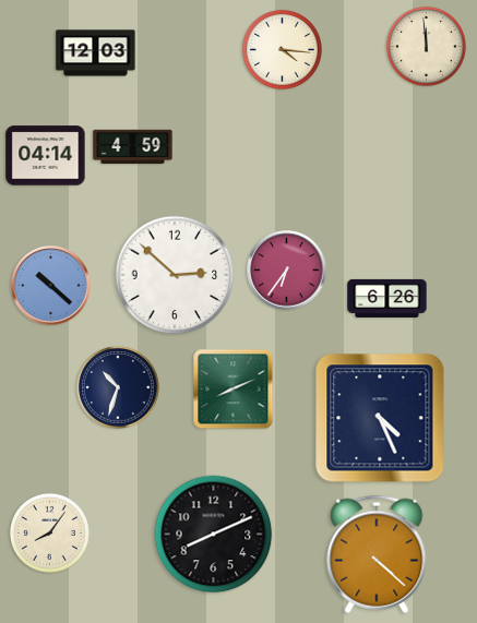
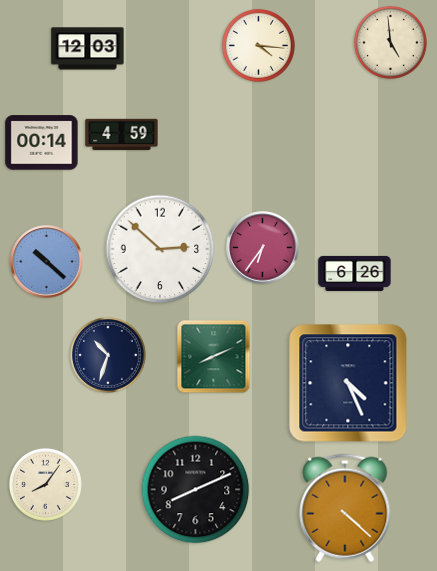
clock at (426, 46): 11:59 -> 4:59
clock at (46, 156): 04:14 -> 00:14
clock at (175, 275) position: (175, 275) -> (160, 249)
clock at (49, 532) position: (49, 532) -> (45, 484)
